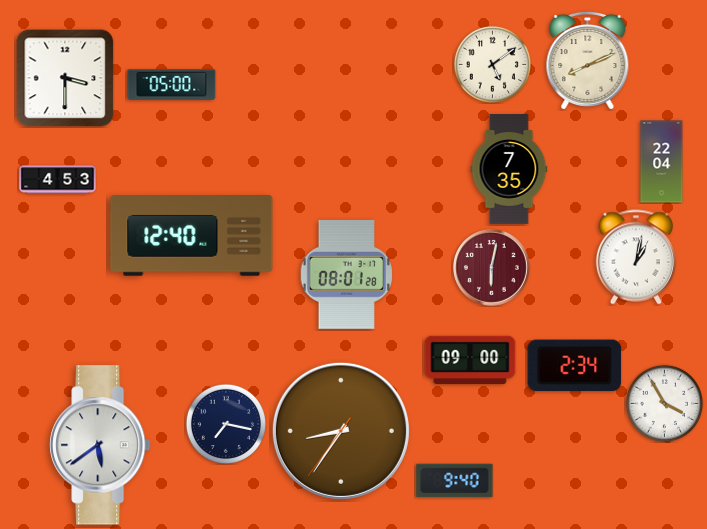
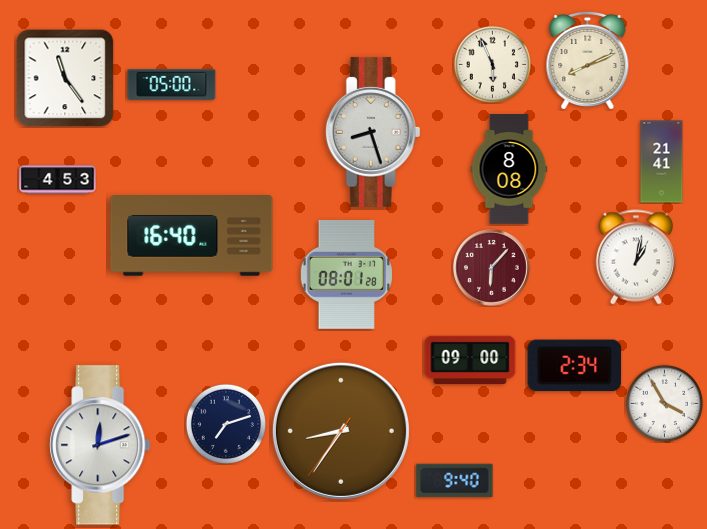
clock at (492, 64): 5:09 -> 5:56
clock at (65, 78): 3:30 -> 11:24
clock at (373, 132): none -> 8:27
clock at (662, 162): 22:04 -> 21:41
clock at (509, 169): 7:35 -> 8:08
clock at (192, 236): 12:40 -> 16:40
clock at (492, 268): 6:02 -> 6:07
clock at (226, 424): 7:17 -> 7:12
clock at (100, 445): 5:39 -> 12:12
